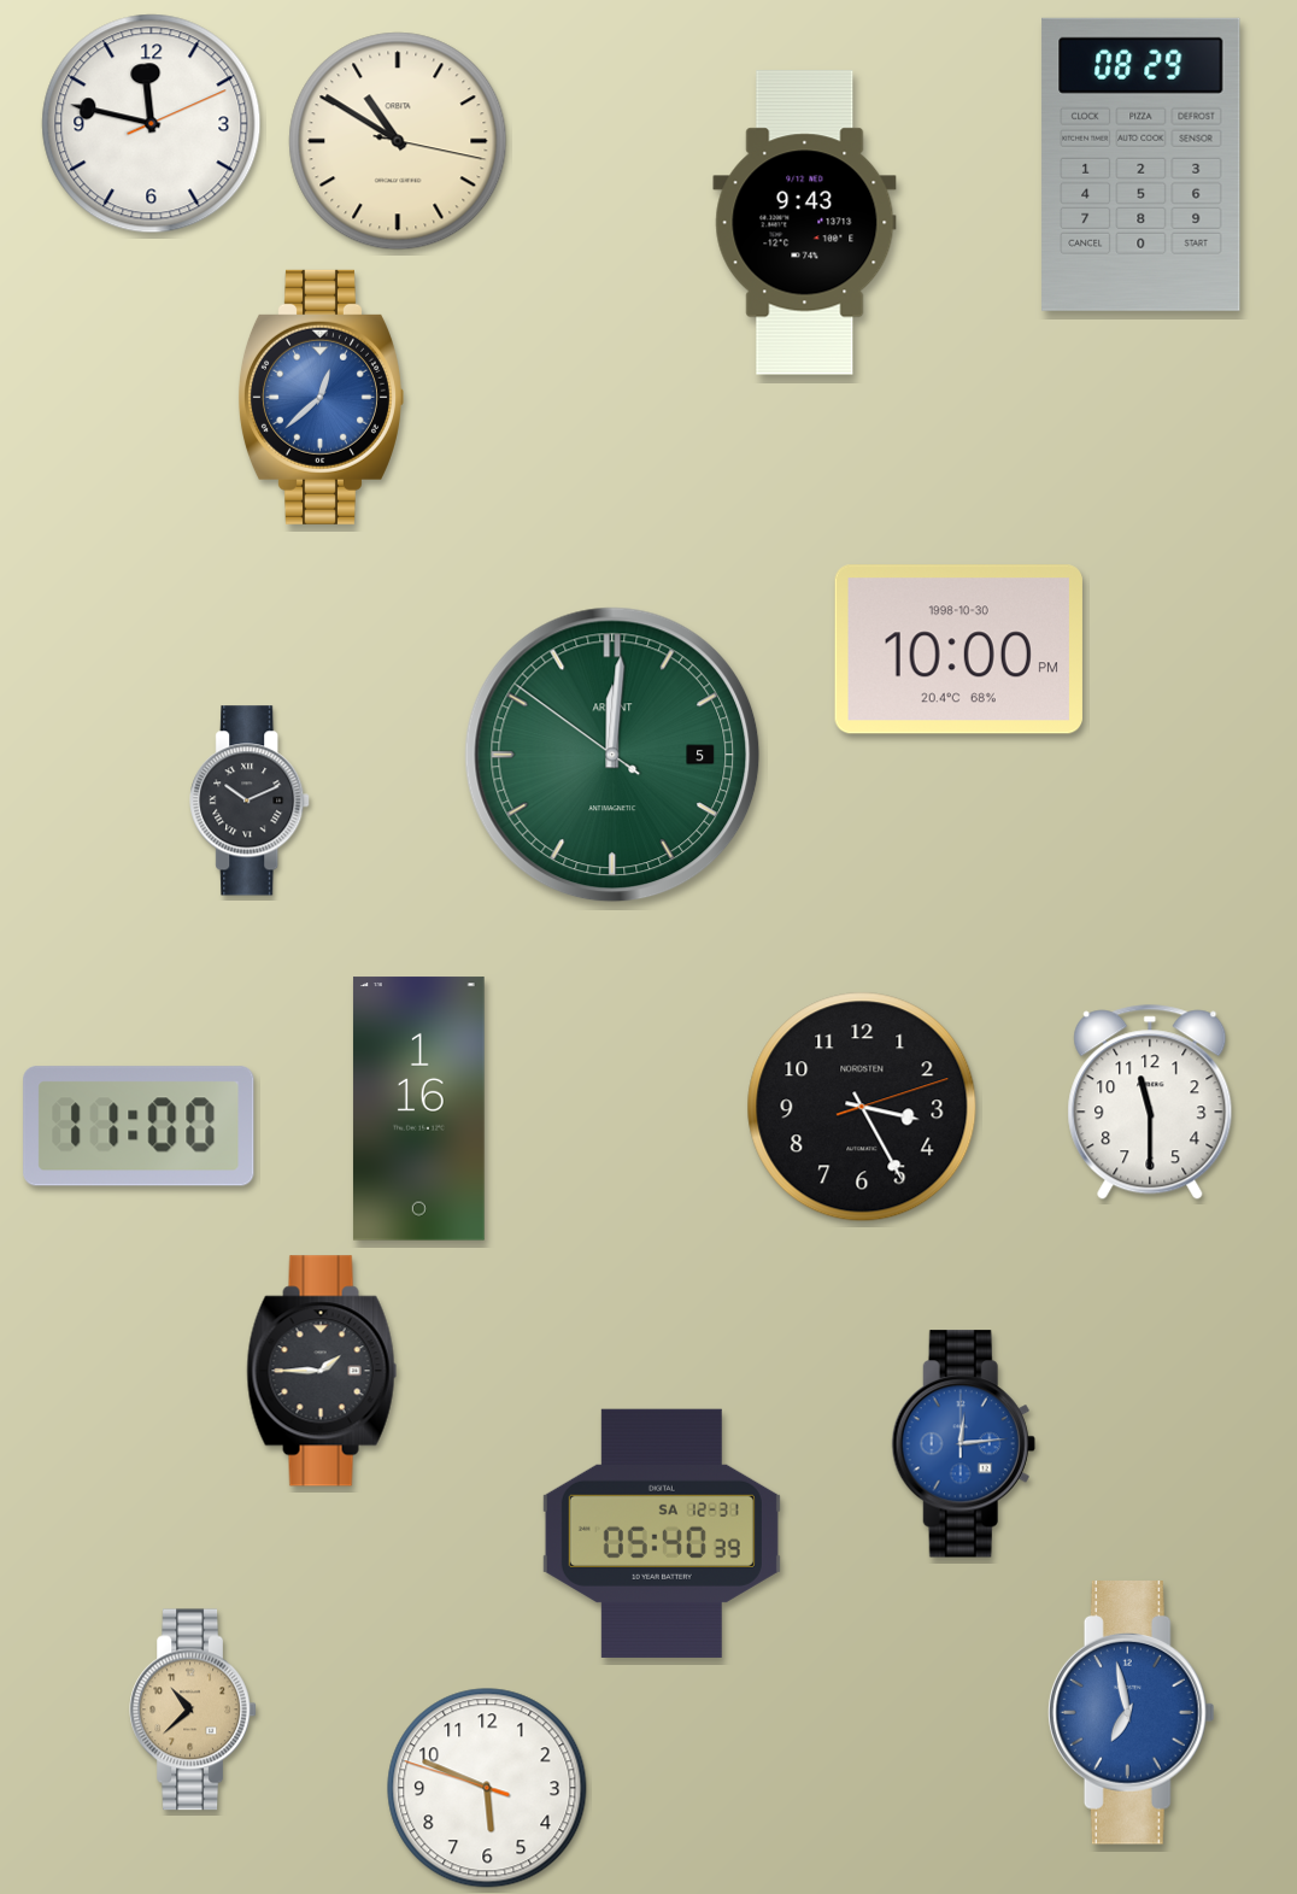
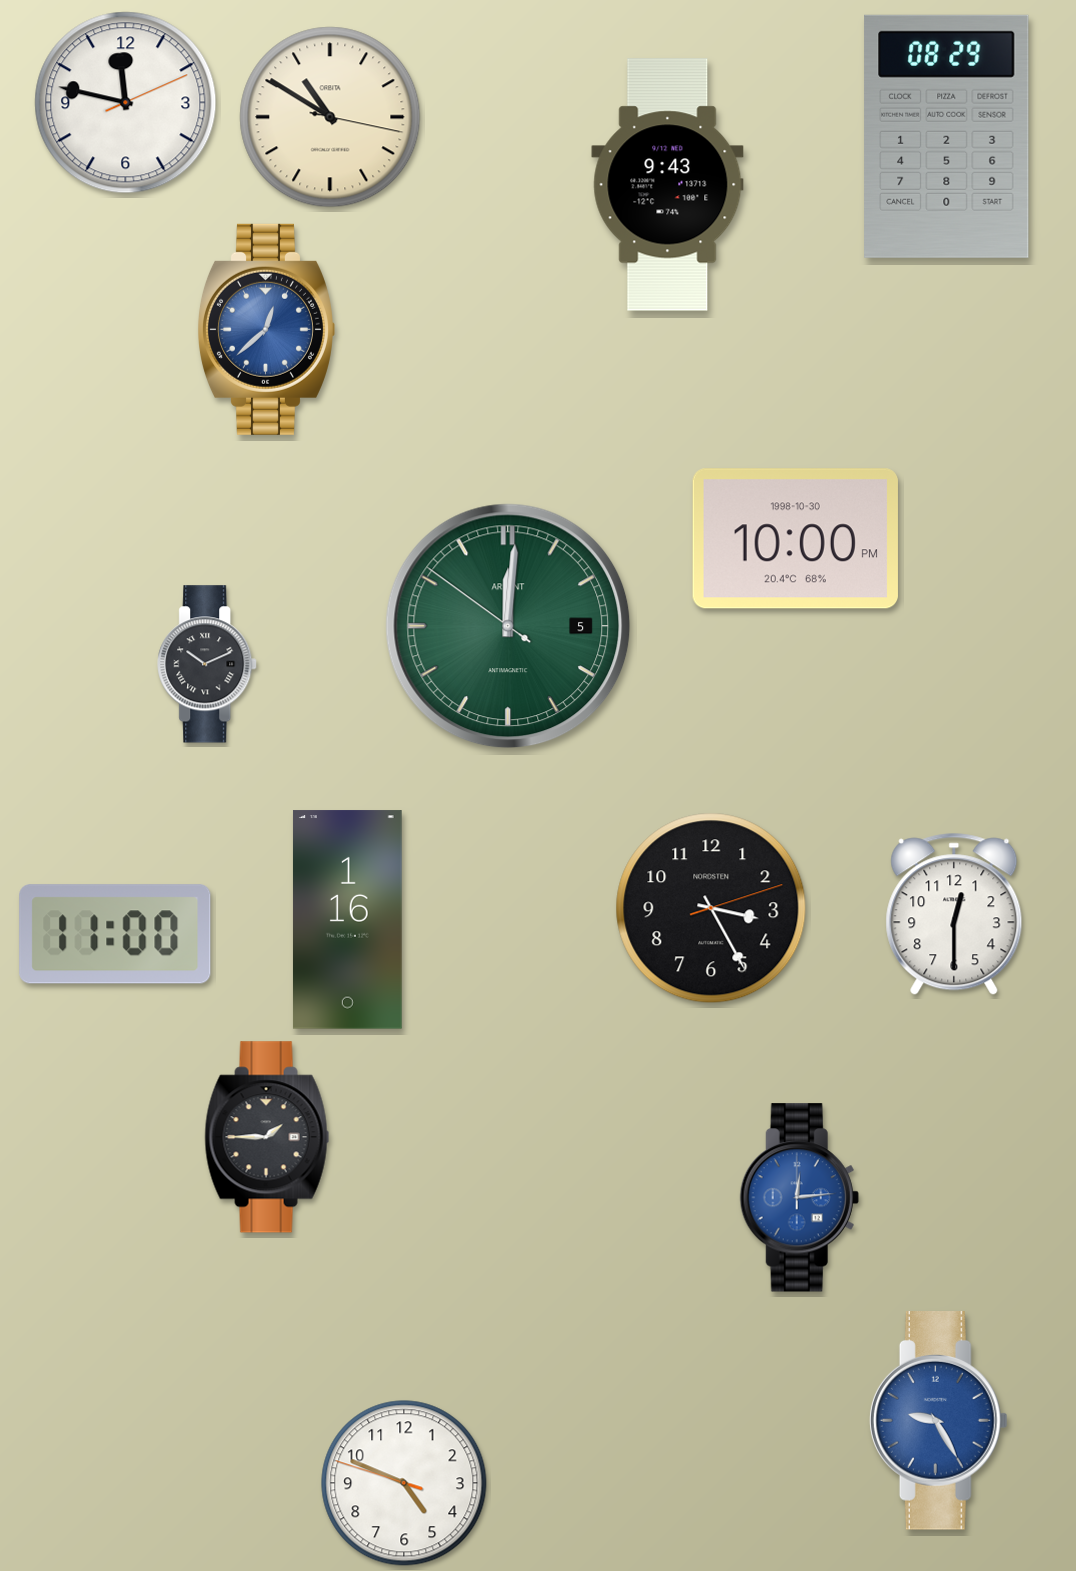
clock at (1150, 1102): 11:30 -> 12:30
clock at (862, 1107) position: (862, 1107) -> (711, 908)
clock at (662, 1534): 05:40 -> none
clock at (193, 1710): 10:38 -> none
clock at (1131, 1713): 6:58 -> 9:25
clock at (487, 1788): 5:48 -> 4:48
